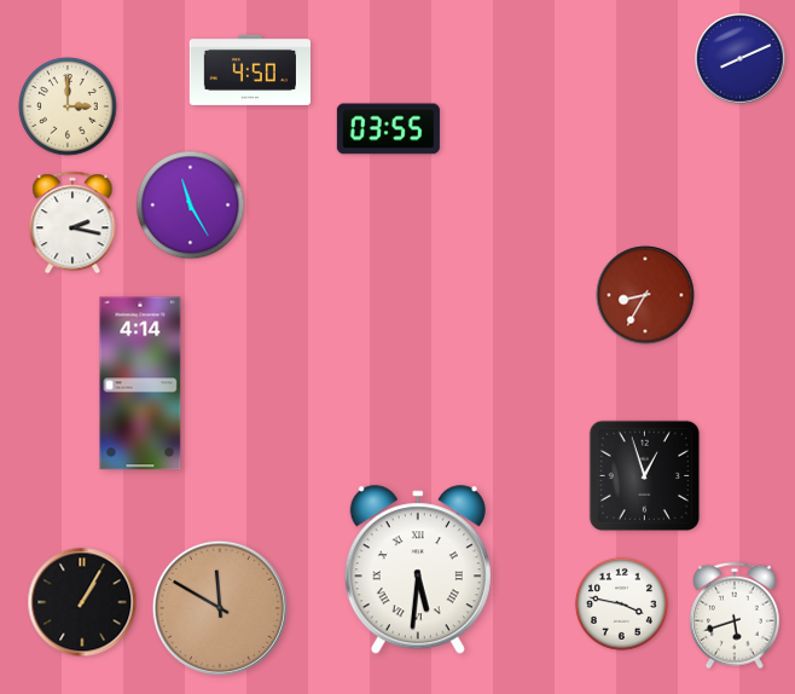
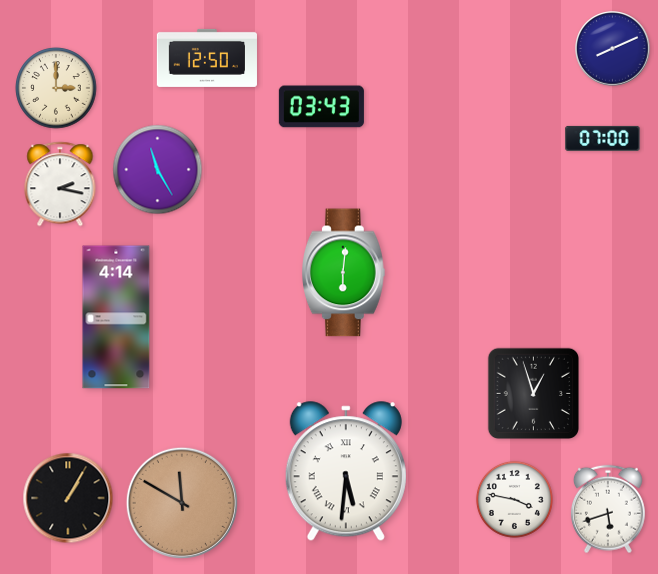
clock at (250, 70): 4:50 -> 12:50
clock at (388, 129): 03:55 -> 03:43
clock at (603, 138): none -> 07:00
clock at (645, 295): 8:35 -> none
clock at (344, 273): none -> 6:01
